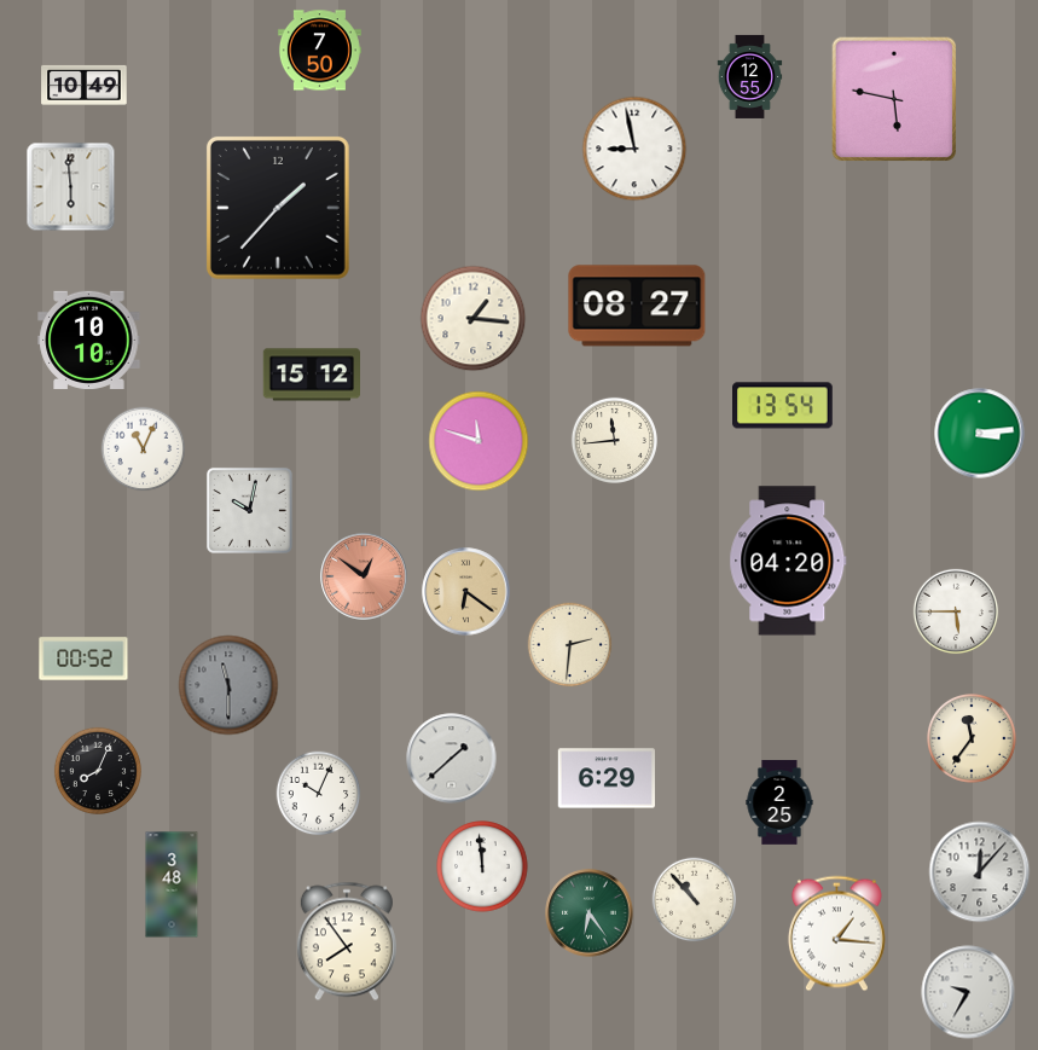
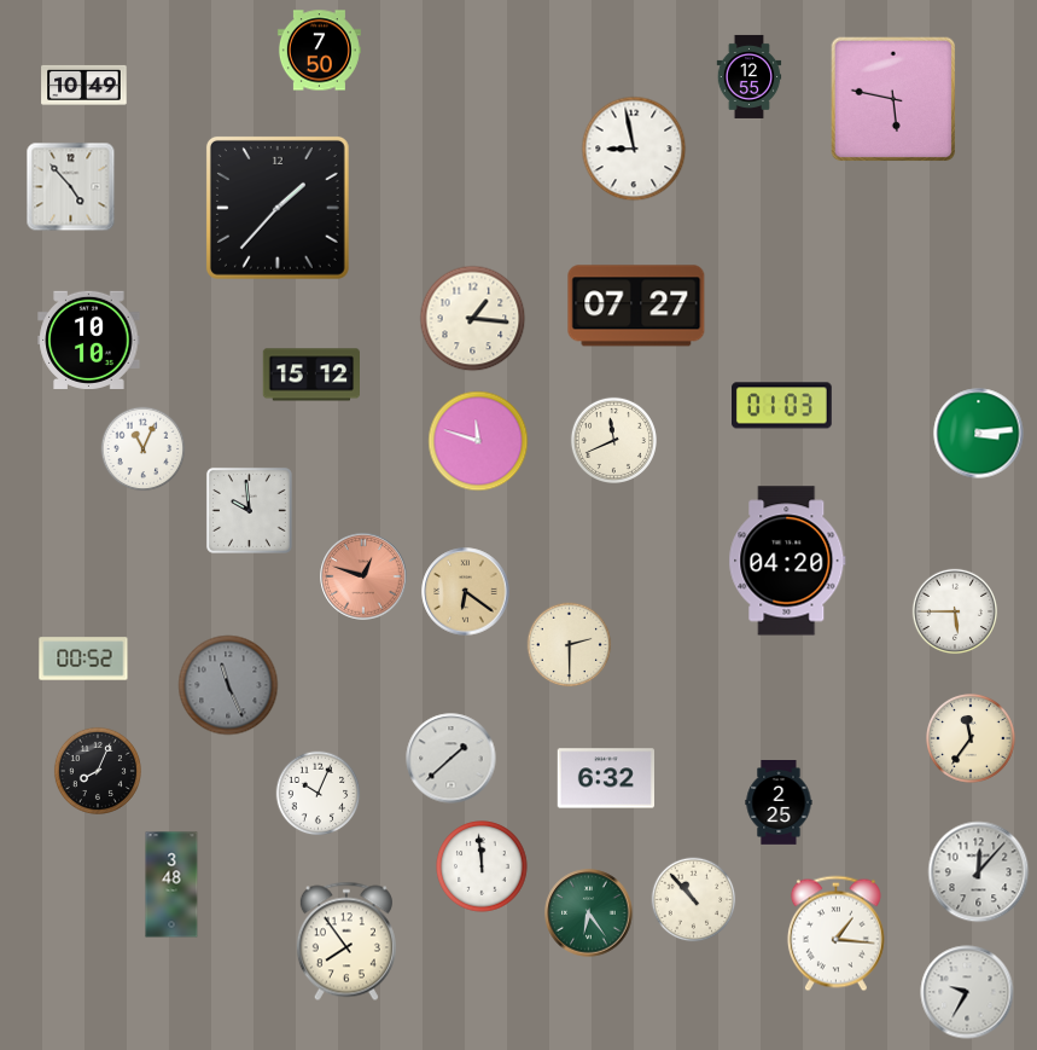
clock at (71, 187): 5:59 -> 4:53
clock at (637, 306): 08:27 -> 07:27
clock at (783, 406): 13:54 -> 01:03
clock at (614, 440): 11:44 -> 11:41
clock at (249, 510): 10:02 -> 9:59
clock at (364, 576): 12:51 -> 12:48
clock at (570, 645): 2:31 -> 2:30
clock at (228, 685): 11:30 -> 11:26
clock at (605, 778): 6:29 -> 6:32
